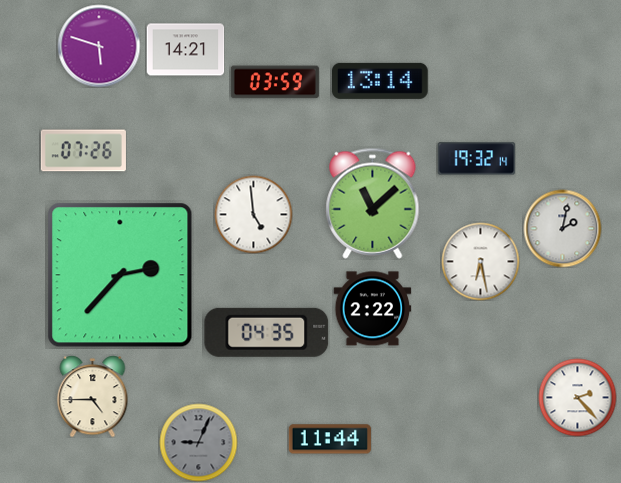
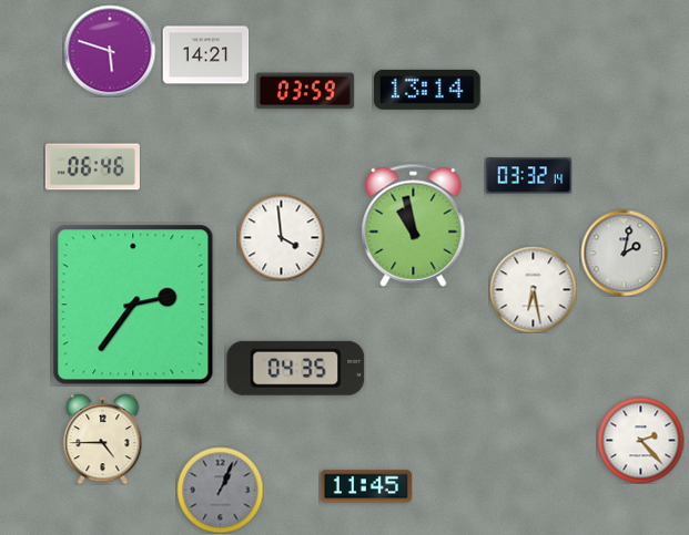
clock at (381, 81) position: (381, 81) -> (428, 90)
clock at (83, 151): 07:26 -> 06:46
clock at (476, 159): 19:32 -> 03:32
clock at (373, 203): 11:08 -> 10:58
clock at (253, 214): 4:59 -> 3:59
clock at (120, 275): 2:37 -> 2:36
clock at (372, 309): 2:22 -> none
clock at (330, 439): 11:44 -> 11:45
clock at (198, 442): 9:04 -> 1:04
